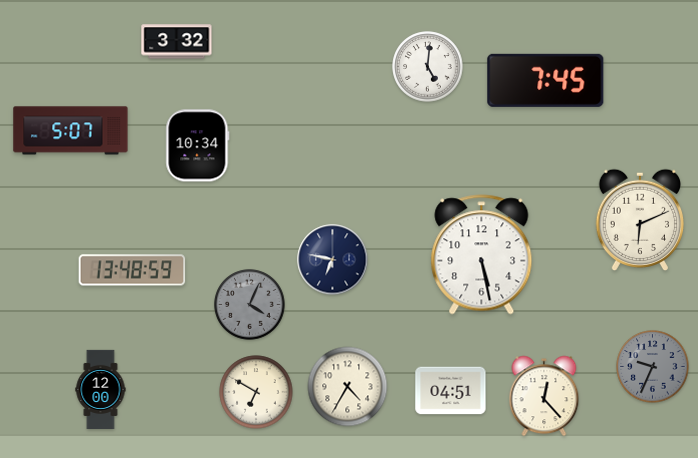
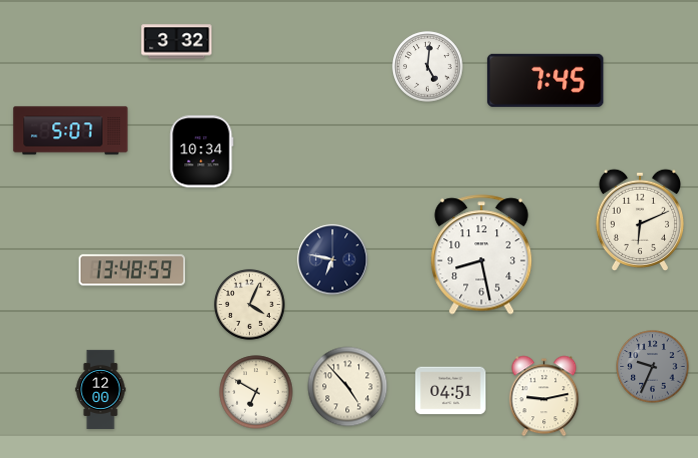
clock at (198, 146) position: (198, 146) -> (202, 152)
clock at (482, 255): 5:28 -> 8:28
clock at (250, 305) dial: grey -> cream
clock at (348, 387): 4:35 -> 4:53
clock at (544, 396): 12:23 -> 9:13
